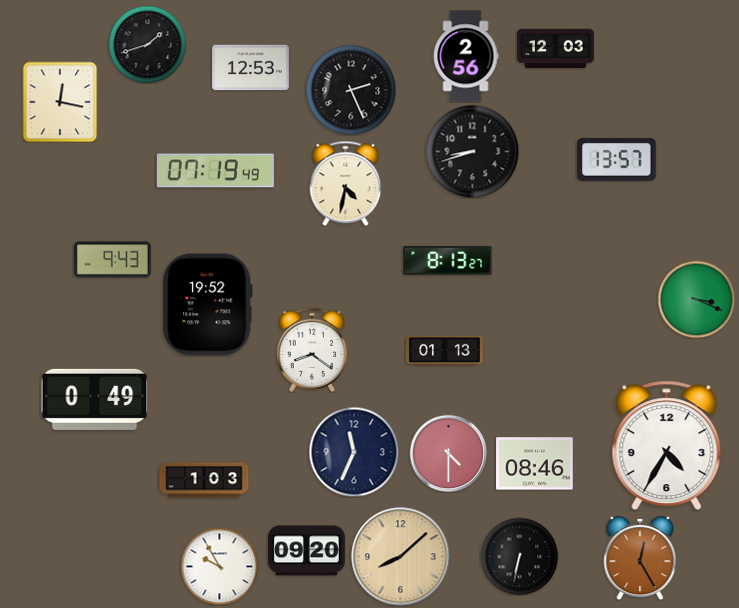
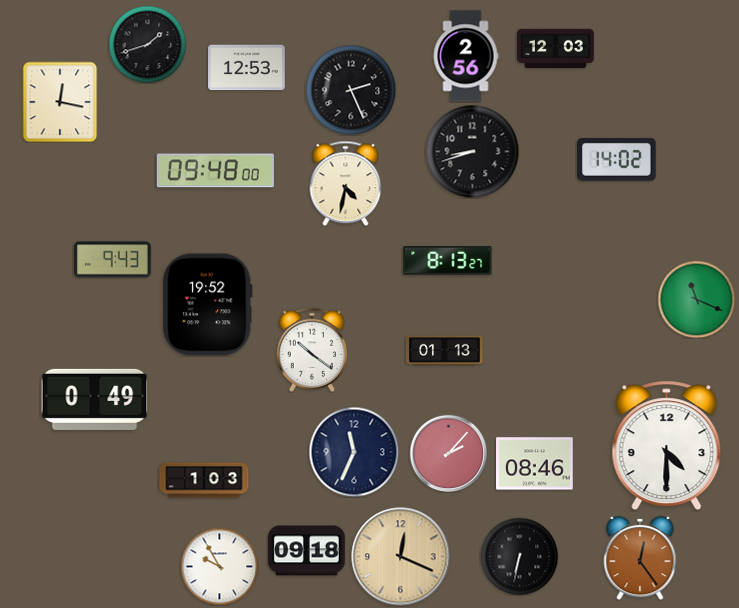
clock at (251, 68) position: (251, 68) -> (247, 68)
clock at (617, 159): 13:57 -> 14:02
clock at (215, 171): 07:19 -> 09:48
clock at (696, 299): 3:19 -> 11:19
clock at (311, 350): 8:21 -> 10:21
clock at (667, 446): 4:35 -> 4:30
clock at (448, 453): 4:30 -> 2:07
clock at (307, 551): 09:20 -> 09:18
clock at (401, 557): 8:08 -> 12:19
clock at (640, 558): 12:25 -> 12:24
